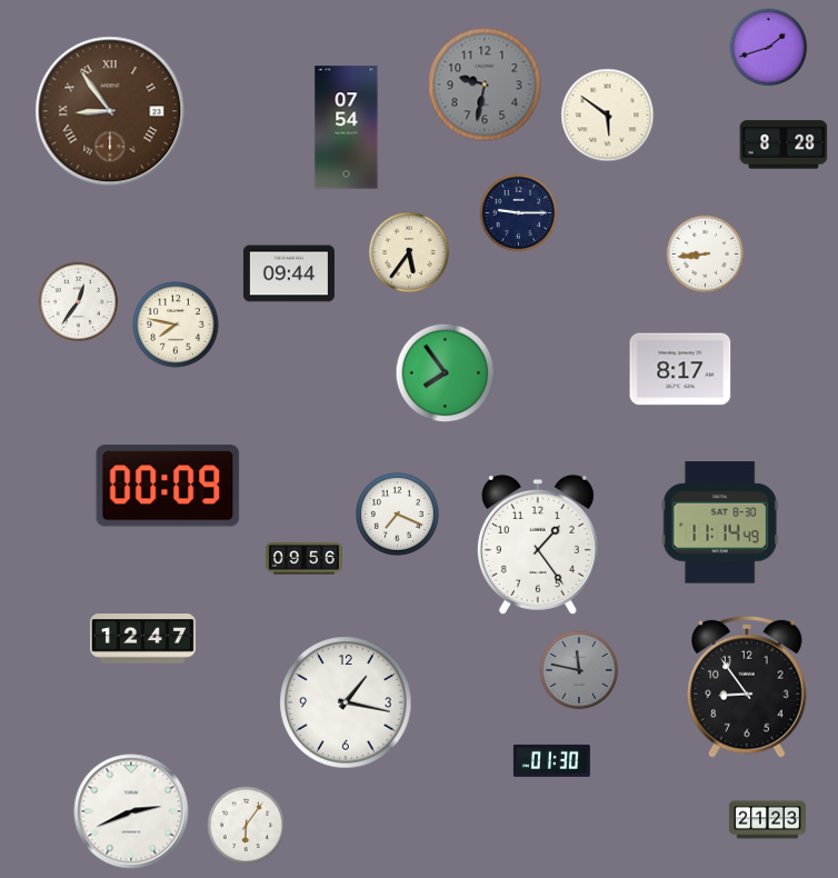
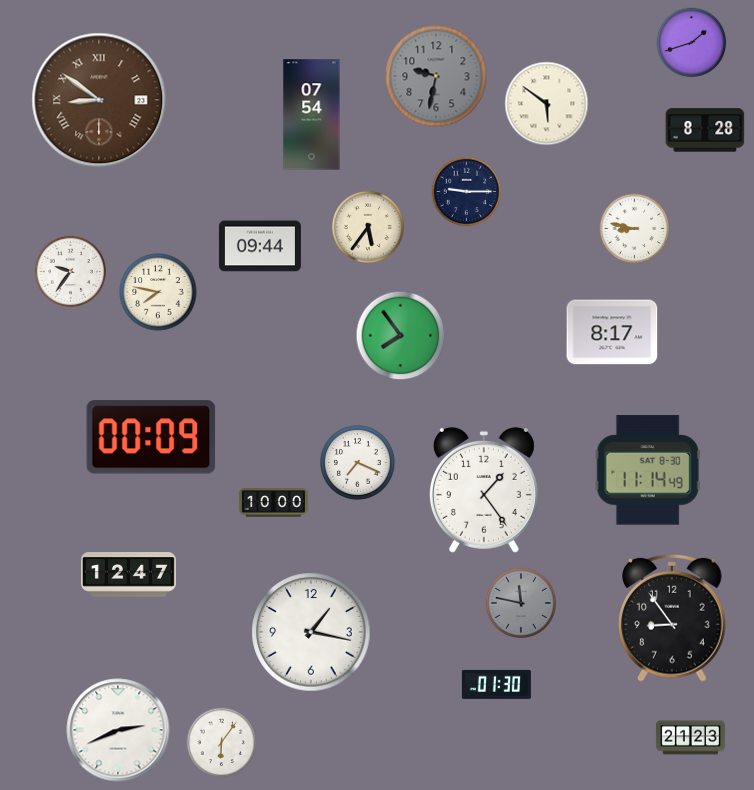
clock at (110, 111): 8:54 -> 8:51
clock at (706, 255): 8:44 -> 8:47
clock at (78, 301): 12:36 -> 9:36
clock at (303, 559): 09:56 -> 10:00
